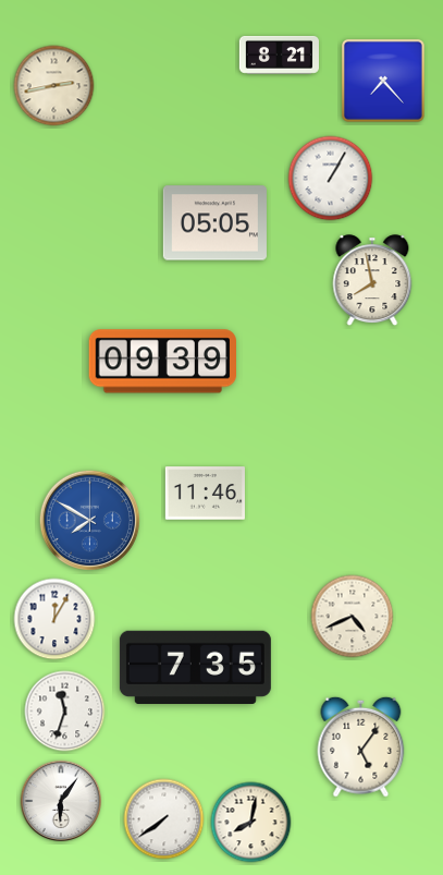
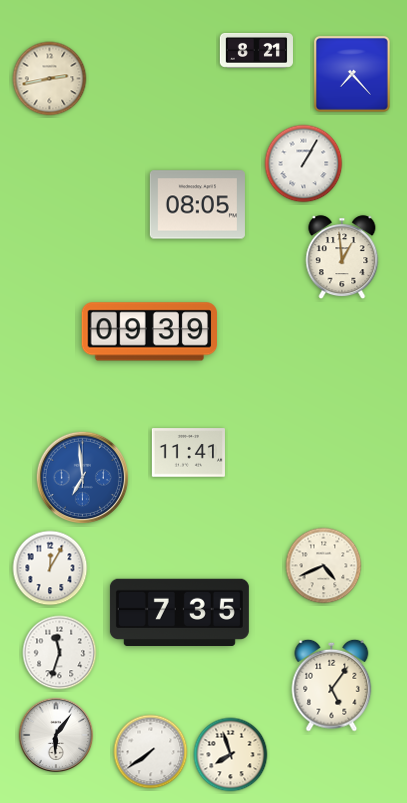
clock at (214, 223): 05:05 -> 08:05
clock at (372, 281): 7:58 -> 12:59
clock at (205, 494): 11:46 -> 11:41
clock at (89, 520): 7:50 -> 6:59
clock at (251, 823): 8:02 -> 7:57
